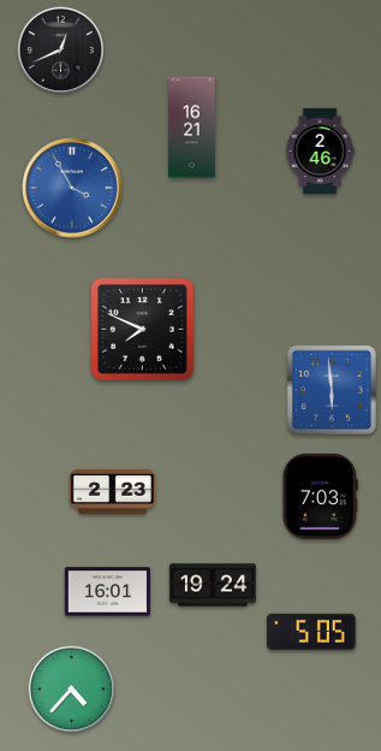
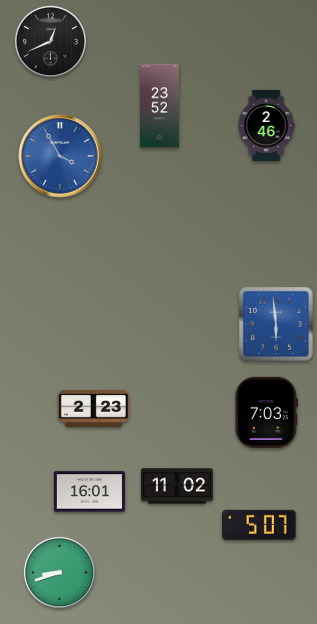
clock at (192, 128): 16:21 -> 23:52
clock at (143, 330): 7:49 -> none
clock at (213, 585): 19:24 -> 11:02
clock at (312, 632): 5:05 -> 5:07
clock at (71, 688): 4:37 -> 8:42
